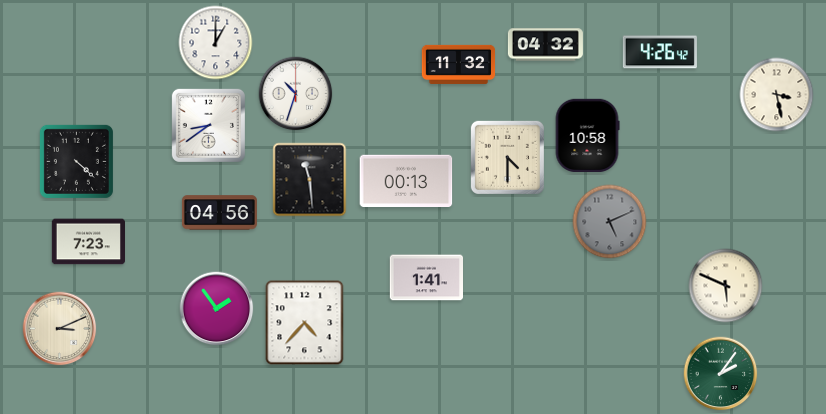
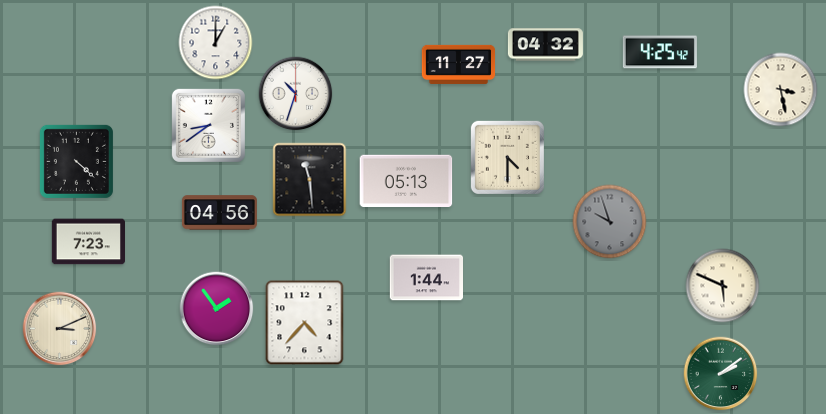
clock at (660, 52): 4:26 -> 4:25
clock at (459, 64): 11:32 -> 11:27
clock at (777, 95) position: (777, 95) -> (781, 90)
clock at (587, 135): 10:58 -> none
clock at (406, 181): 00:13 -> 05:13
clock at (610, 222): 5:11 -> 9:57
clock at (426, 278): 1:41 -> 1:44
clock at (726, 286) position: (726, 286) -> (723, 286)
clock at (721, 374): 2:06 -> 2:09
